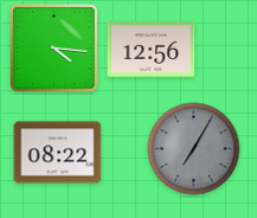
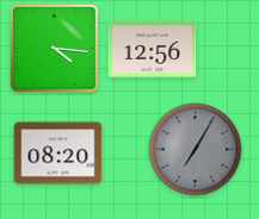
clock at (58, 153): 08:22 -> 08:20
